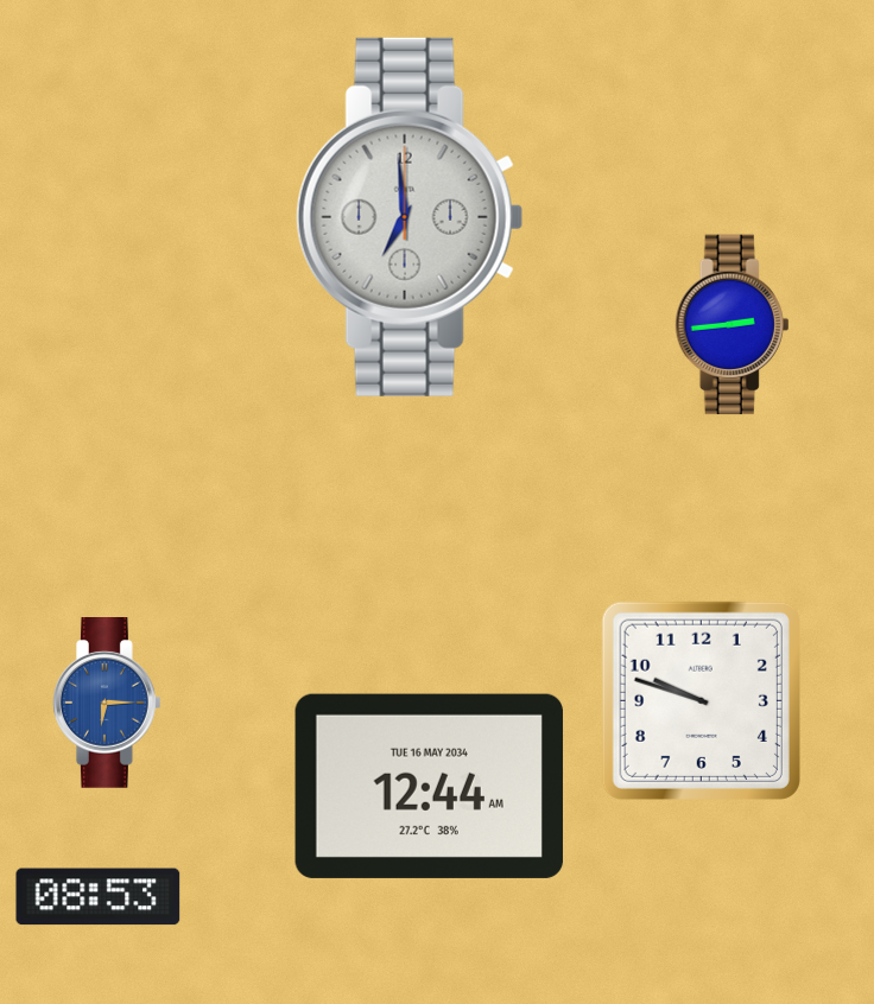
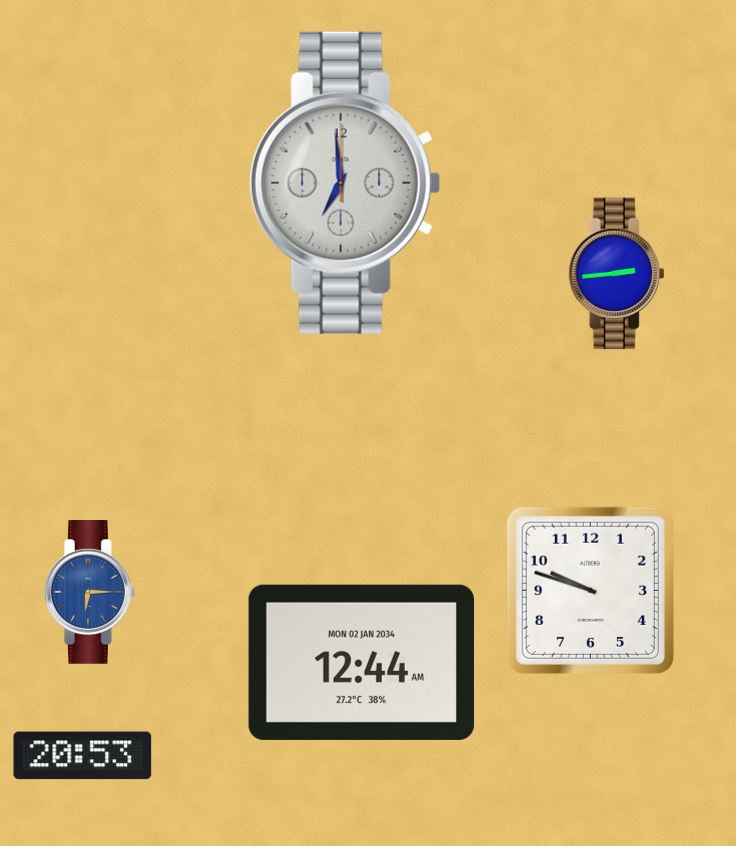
clock at (429, 786) date: TUE 16 MAY 2034 -> MON 02 JAN 2034
clock at (99, 897): 08:53 -> 20:53
